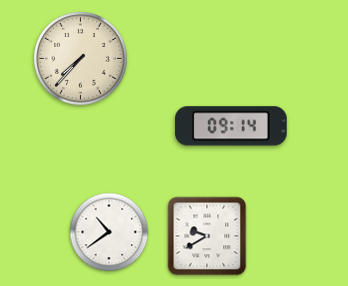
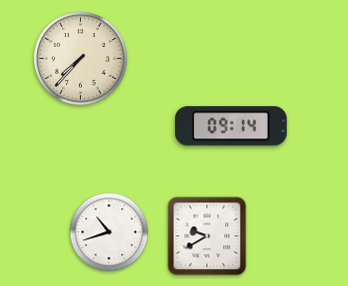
clock at (109, 232): 10:39 -> 10:42
